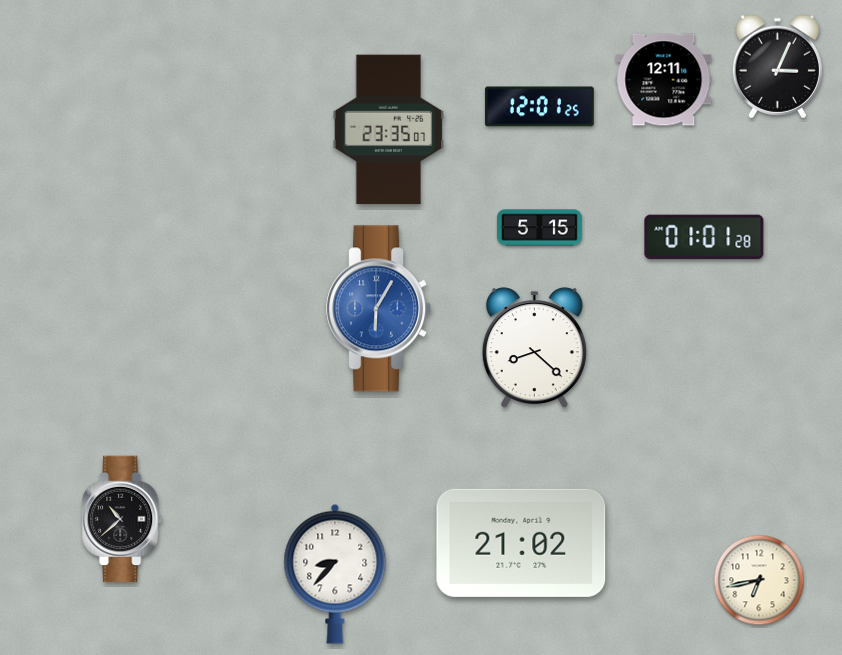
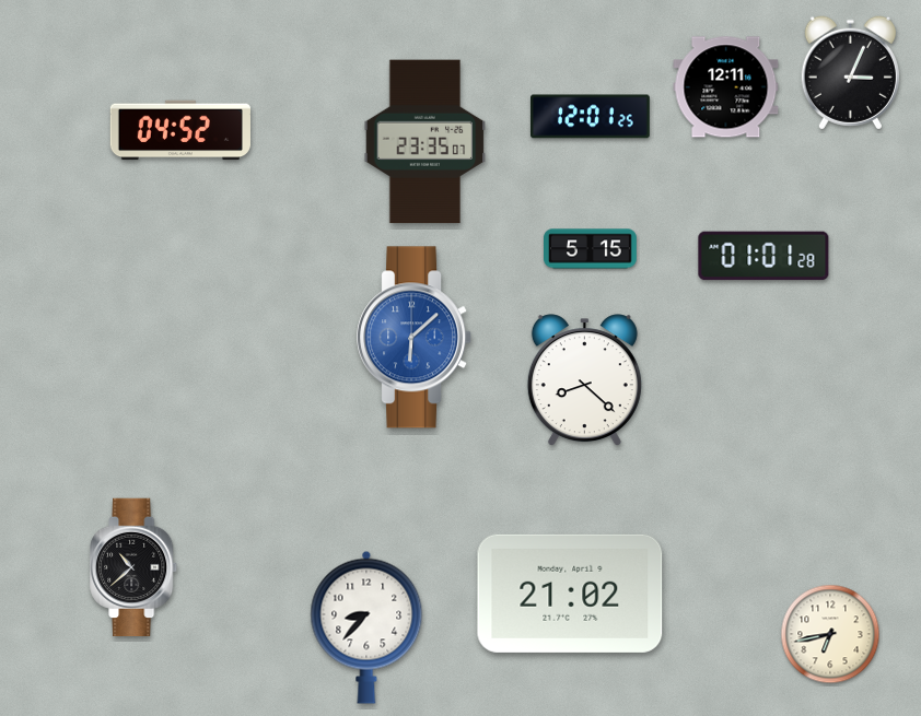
clock at (180, 130): none -> 04:52
clock at (704, 237) position: (704, 237) -> (763, 256)
clock at (379, 309): 6:05 -> 6:08
